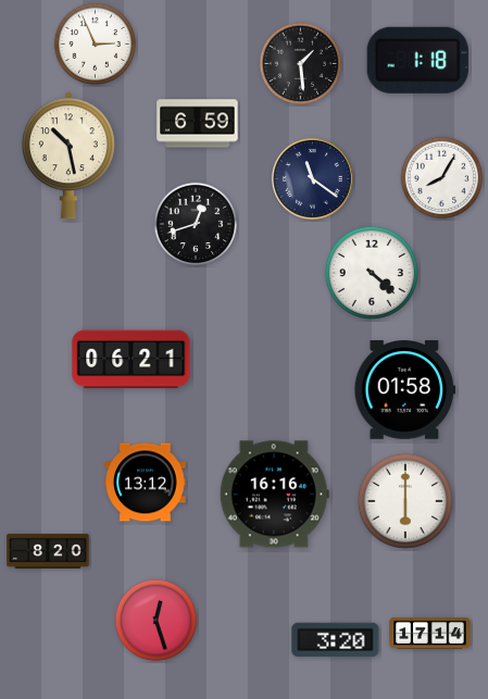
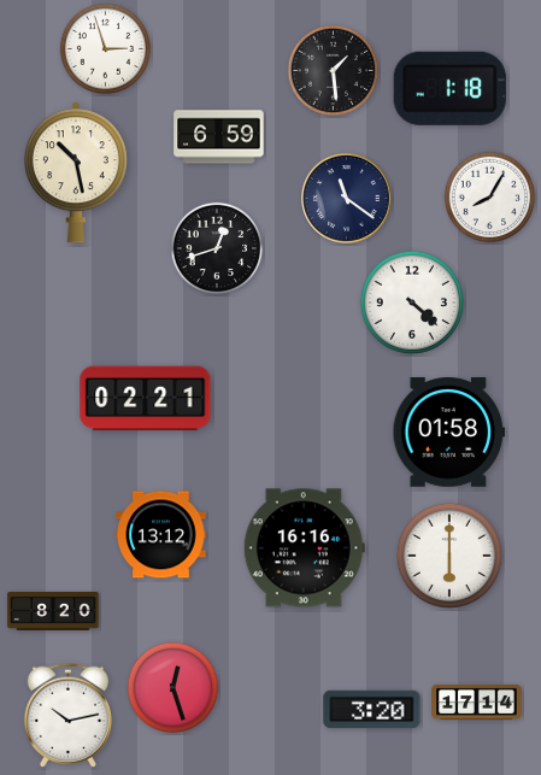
clock at (96, 45): 2:56 -> 2:57
clock at (417, 60) position: (417, 60) -> (449, 88)
clock at (132, 360): 06:21 -> 02:21
clock at (67, 715): none -> 10:13
